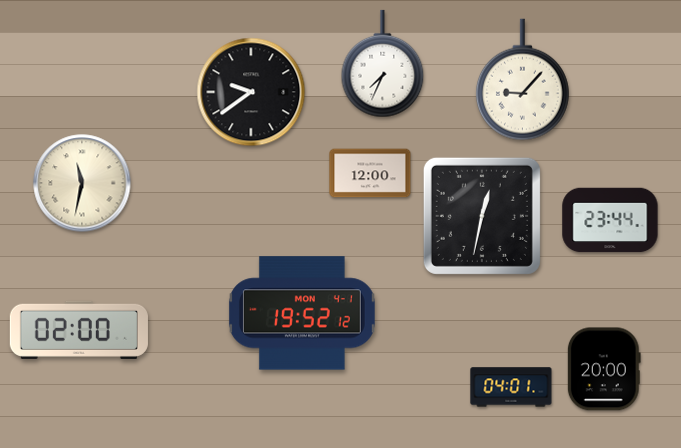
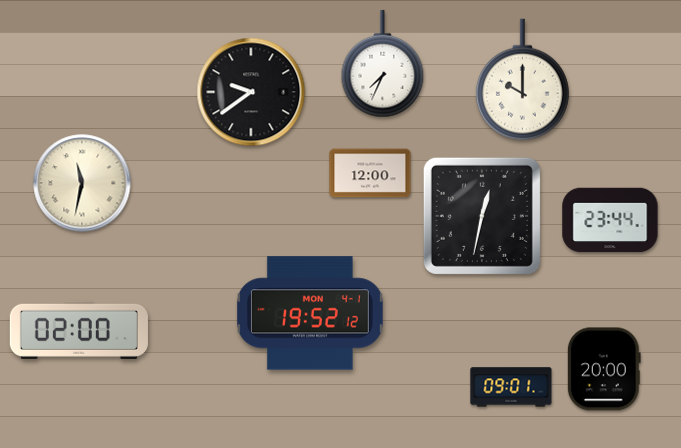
clock at (522, 80): 9:07 -> 10:00
clock at (302, 313) position: (302, 313) -> (310, 313)
clock at (511, 387): 04:01 -> 09:01
